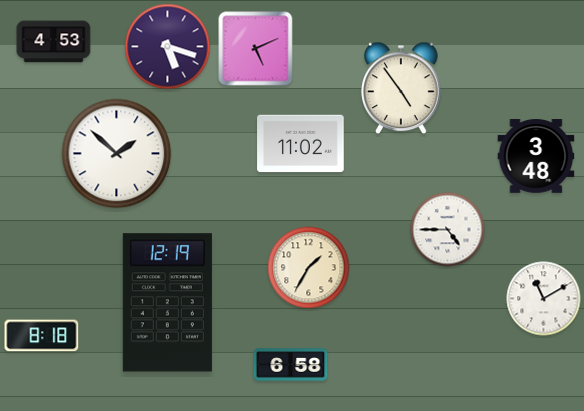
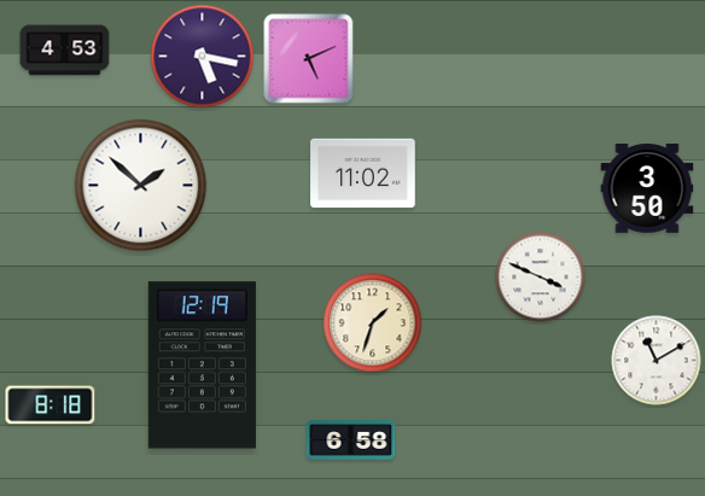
clock at (168, 47): 5:18 -> 5:17
clock at (401, 88): 4:54 -> none
clock at (536, 157): 3:48 -> 3:50
clock at (448, 230): 4:45 -> 3:49
clock at (309, 268): 1:35 -> 1:33
